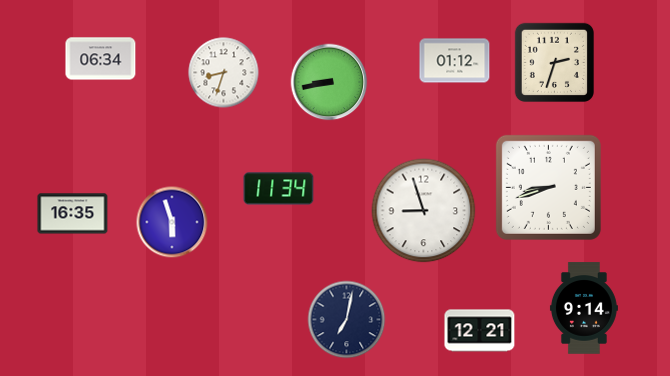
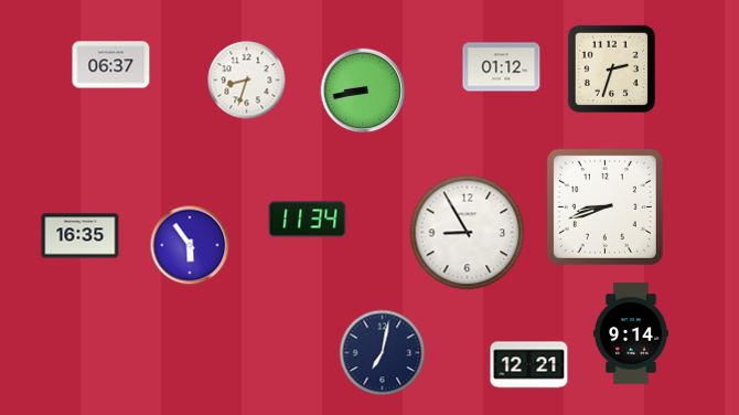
clock at (101, 59): 06:34 -> 06:37
clock at (279, 189) position: (279, 189) -> (308, 220)
clock at (424, 211): 8:57 -> 8:55
clock at (172, 222): 5:57 -> 5:54
clock at (584, 308) position: (584, 308) -> (631, 333)
